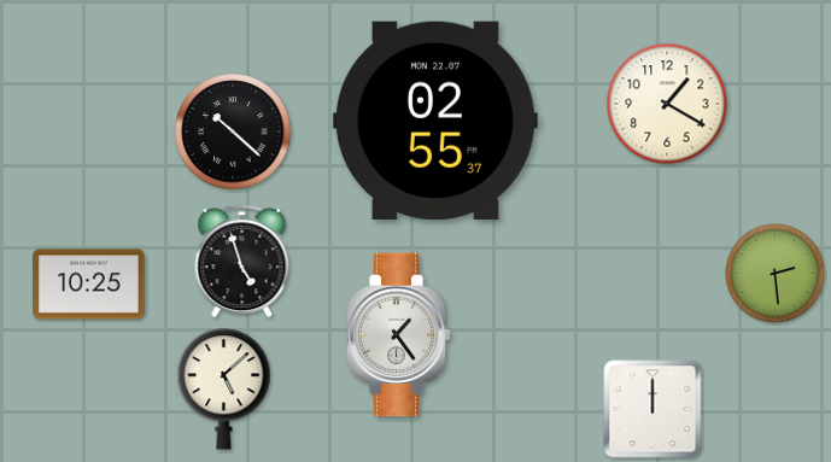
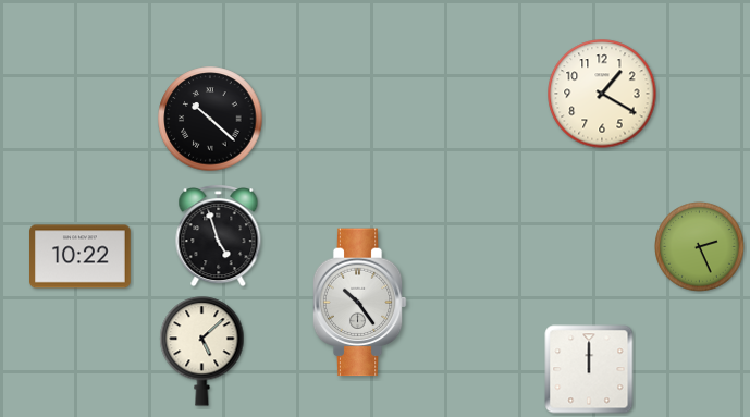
clock at (435, 119): 02:55 -> none
clock at (776, 274): 2:29 -> 2:26
clock at (89, 285): 10:25 -> 10:22
clock at (398, 335): 1:24 -> 10:24
